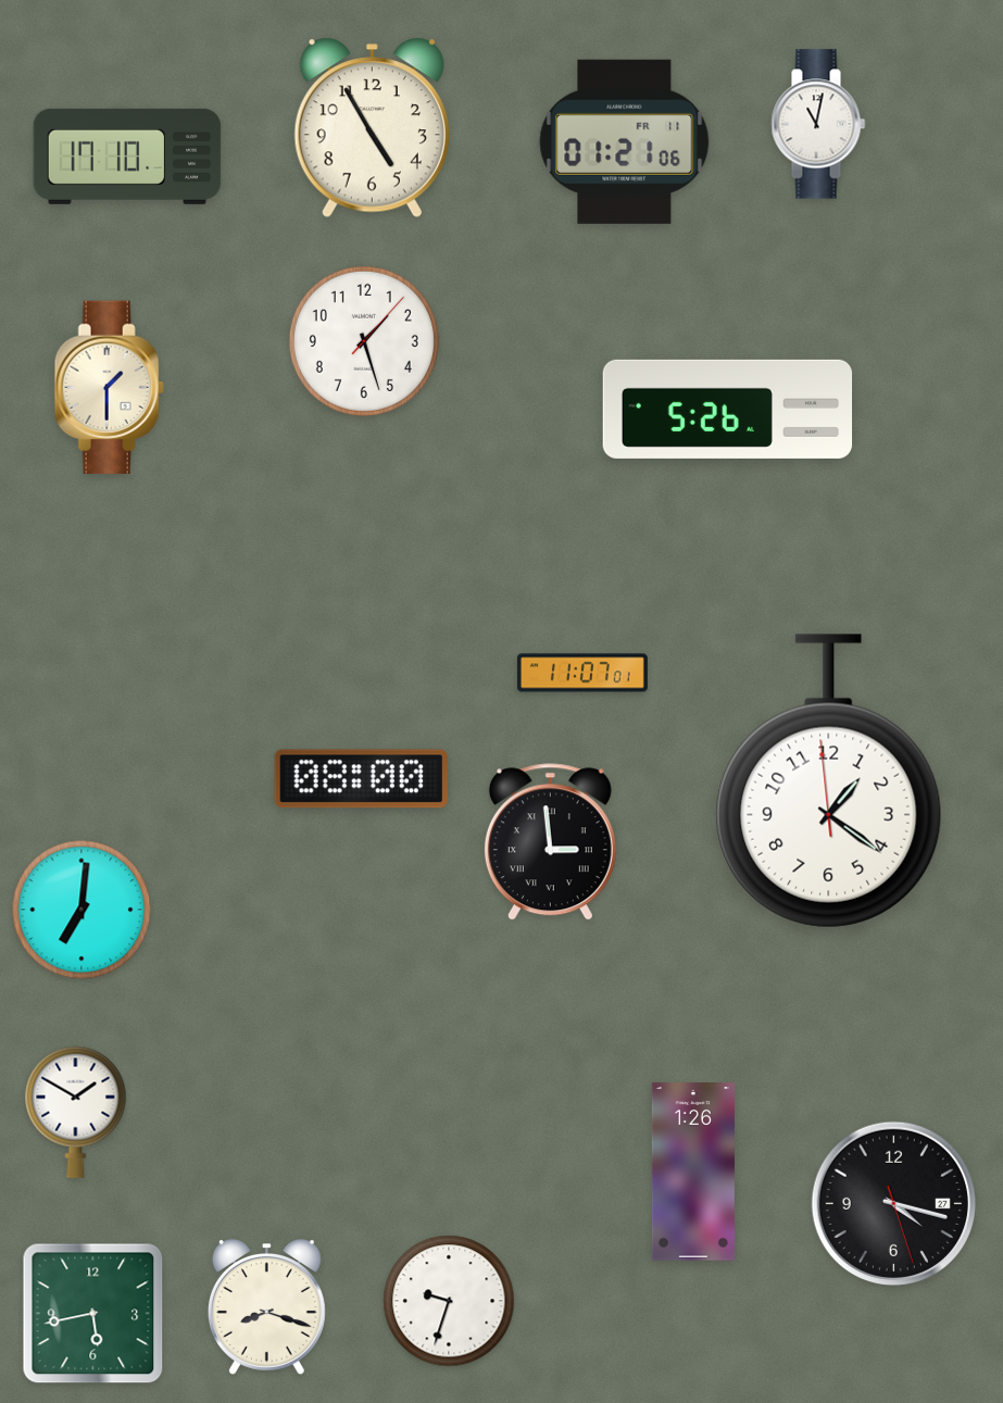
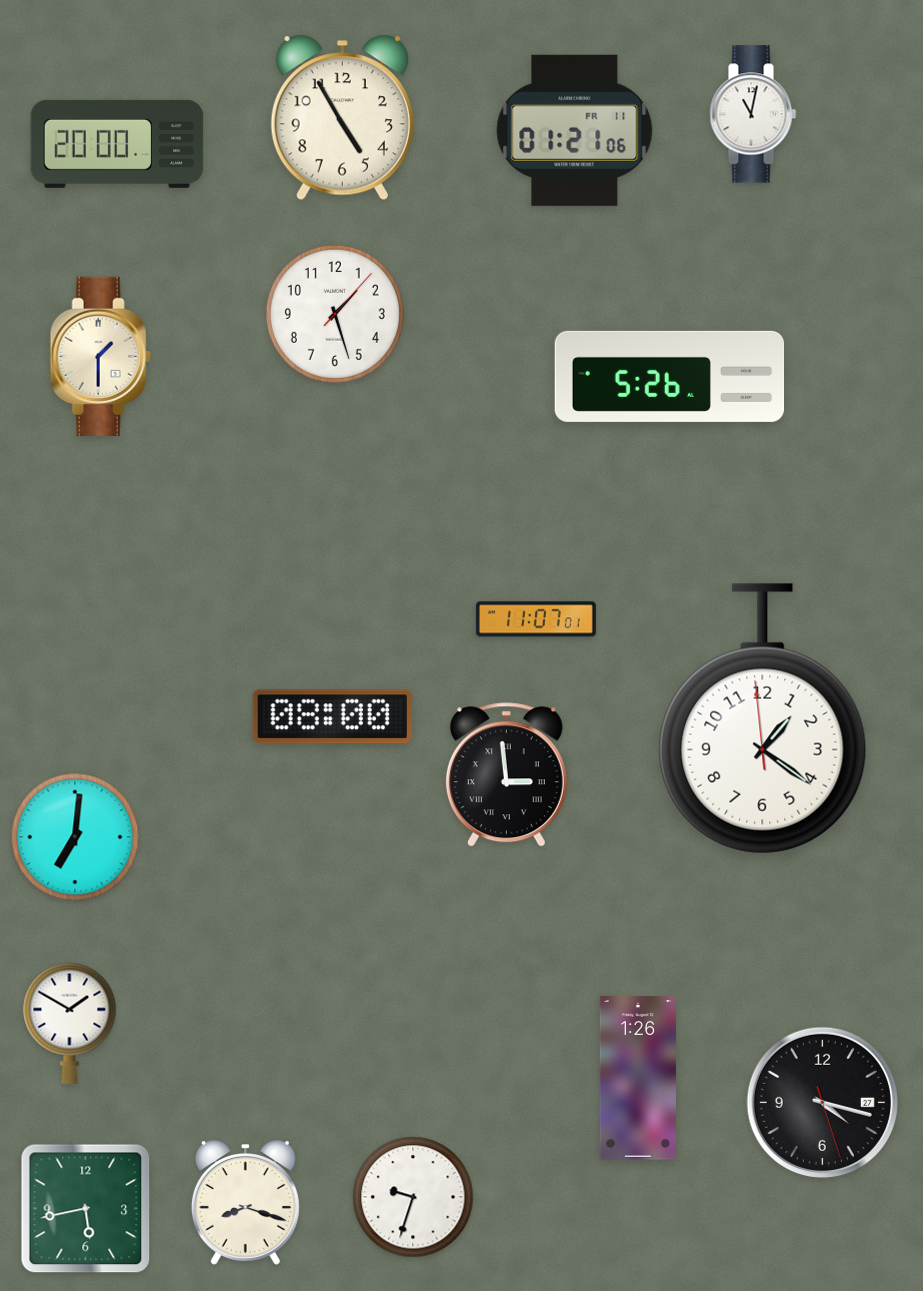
clock at (127, 156): 17:10 -> 20:00
clock at (893, 1203) position: (893, 1203) -> (822, 1102)
